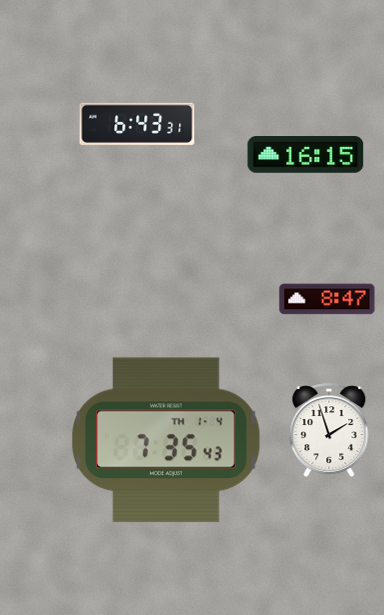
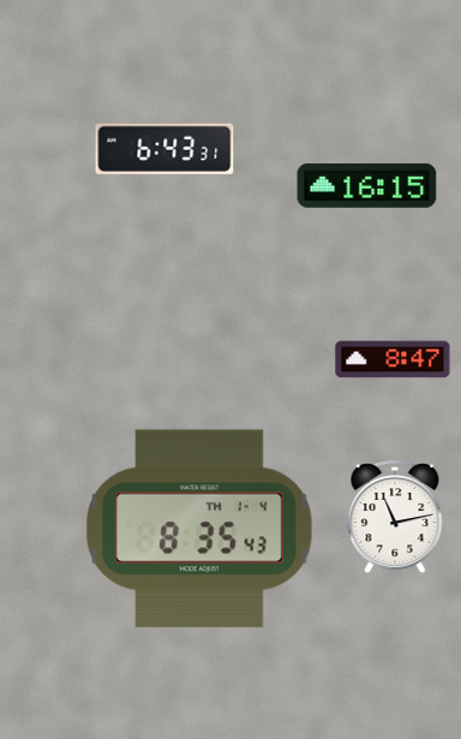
clock at (329, 431): 1:57 -> 11:13
clock at (167, 440): 7:35 -> 8:35
